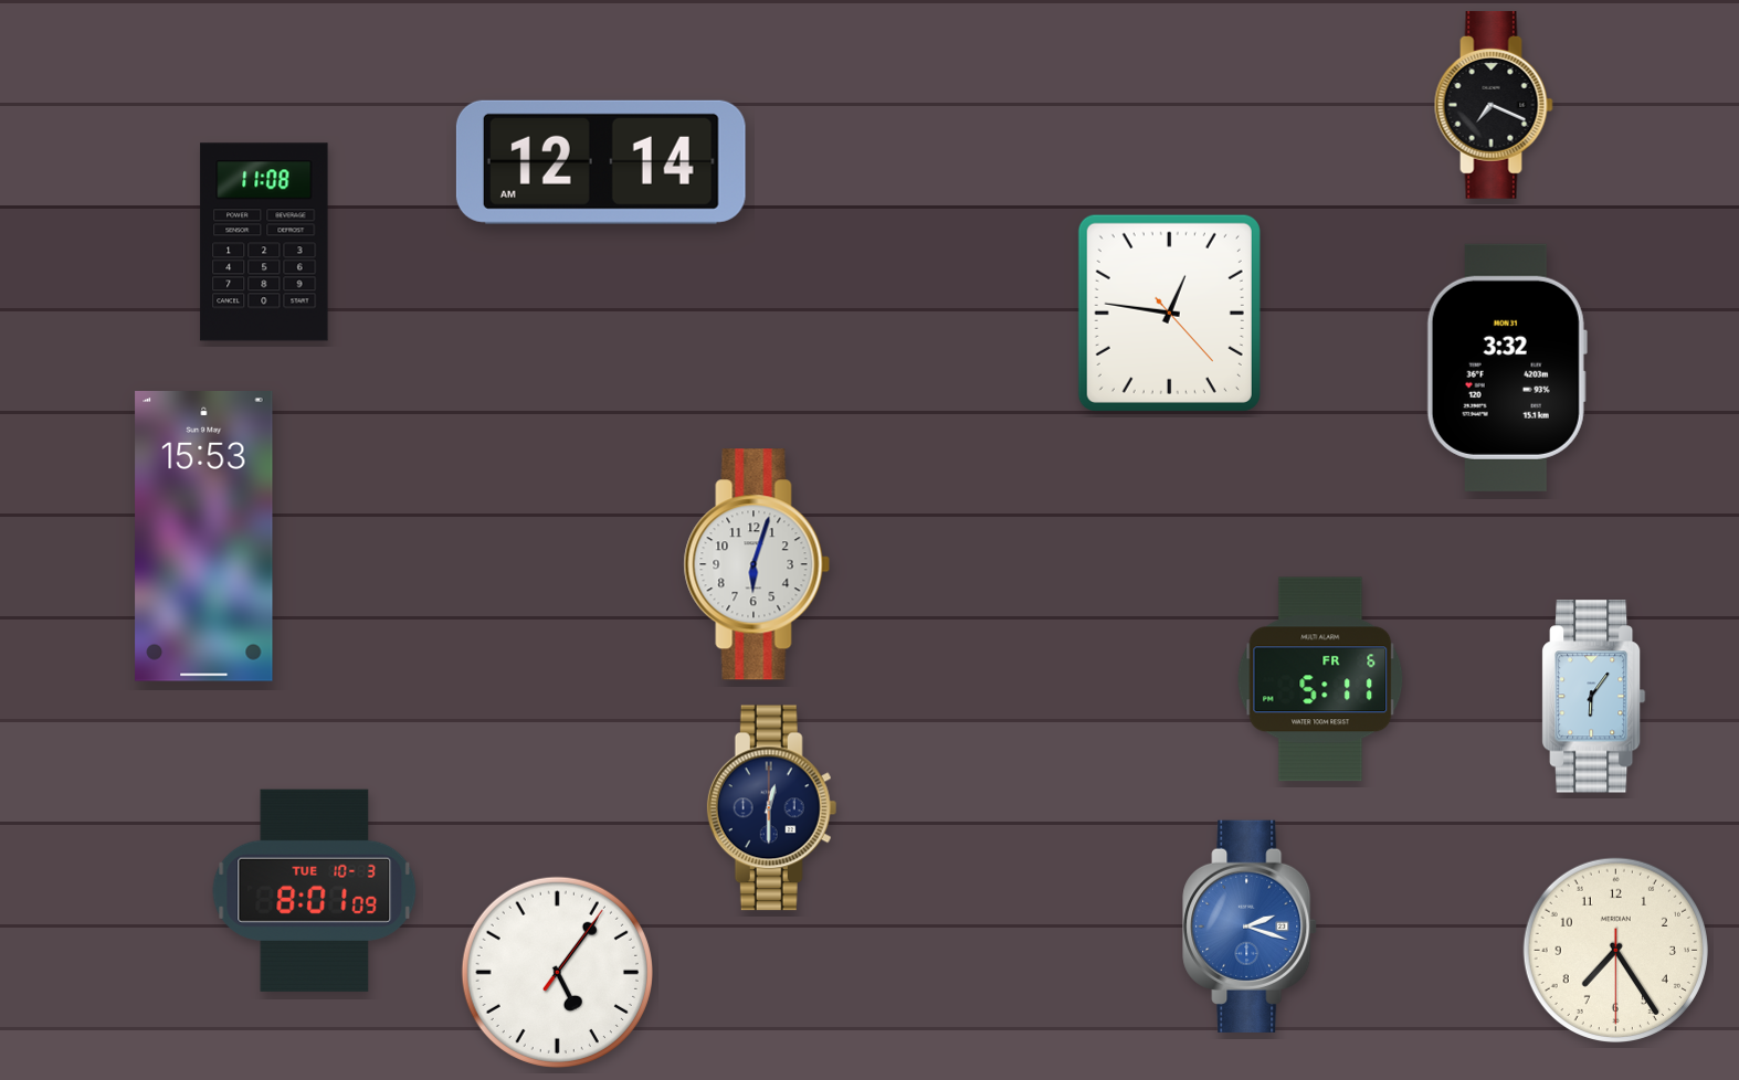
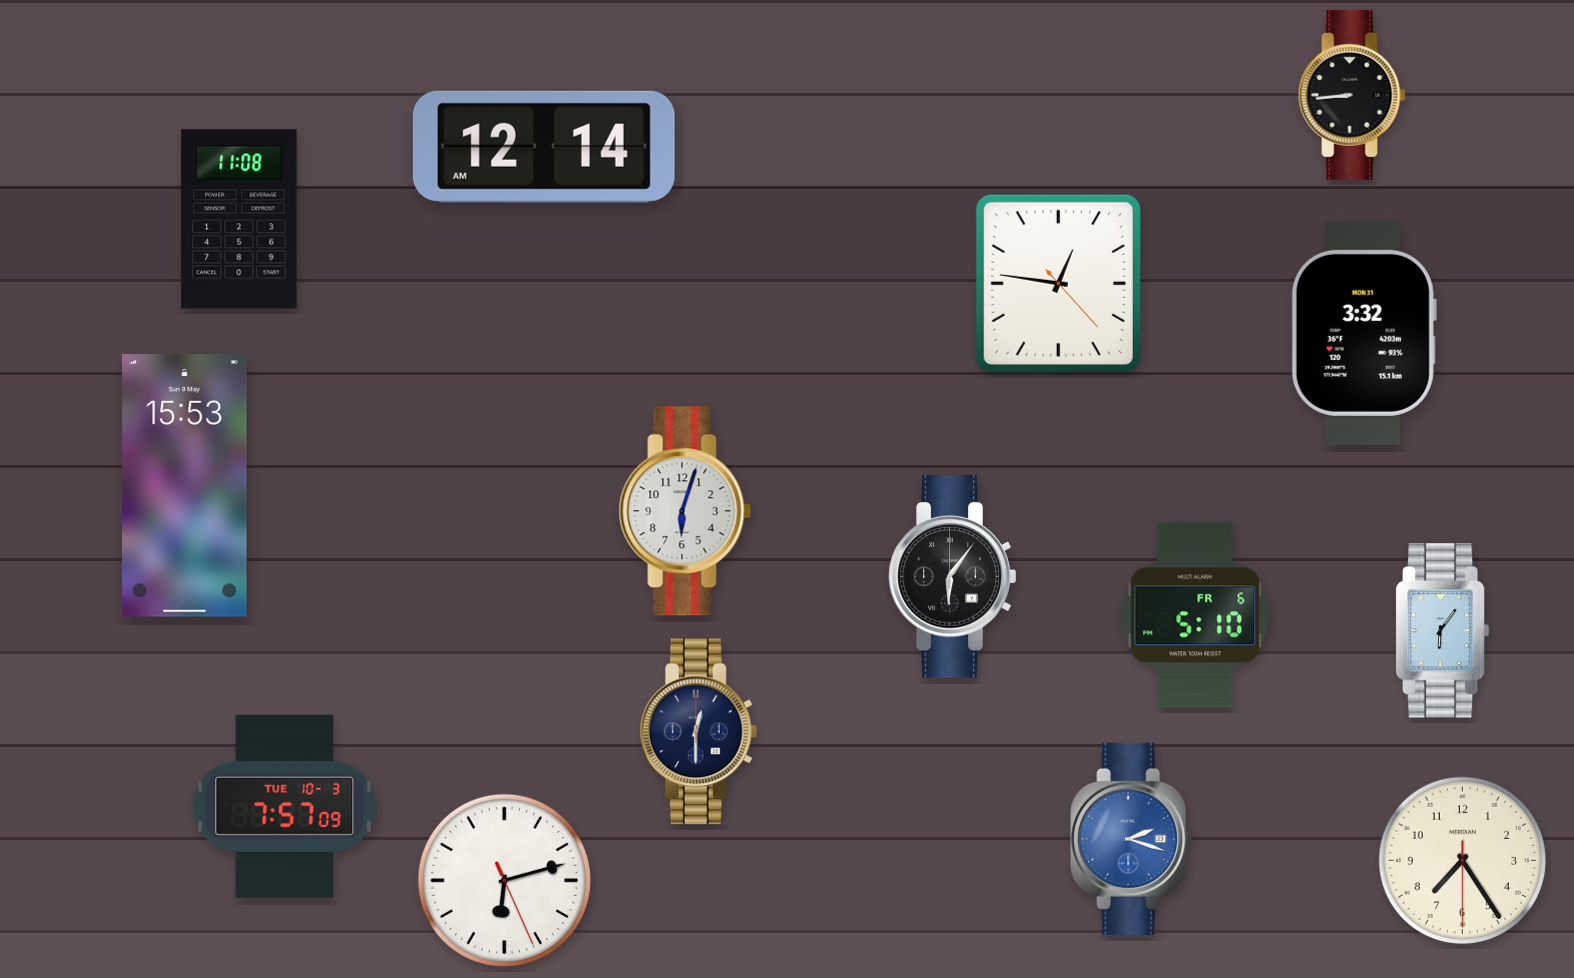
clock at (1494, 105): 7:19 -> 8:44
clock at (953, 577): none -> 6:06
clock at (1320, 679): 5:11 -> 5:10
clock at (315, 890): 8:01 -> 7:57
clock at (557, 972): 5:06 -> 6:12
